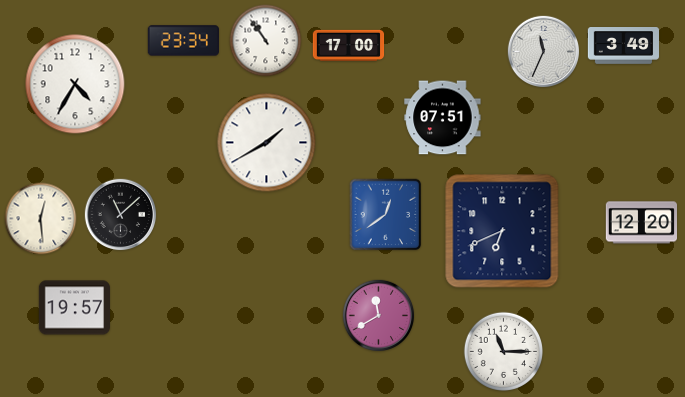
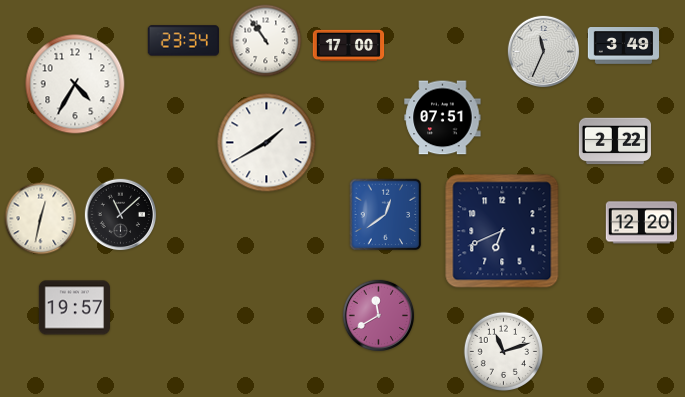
clock at (615, 141): none -> 2:22
clock at (41, 219): 12:29 -> 12:32
clock at (503, 351): 11:15 -> 11:12
